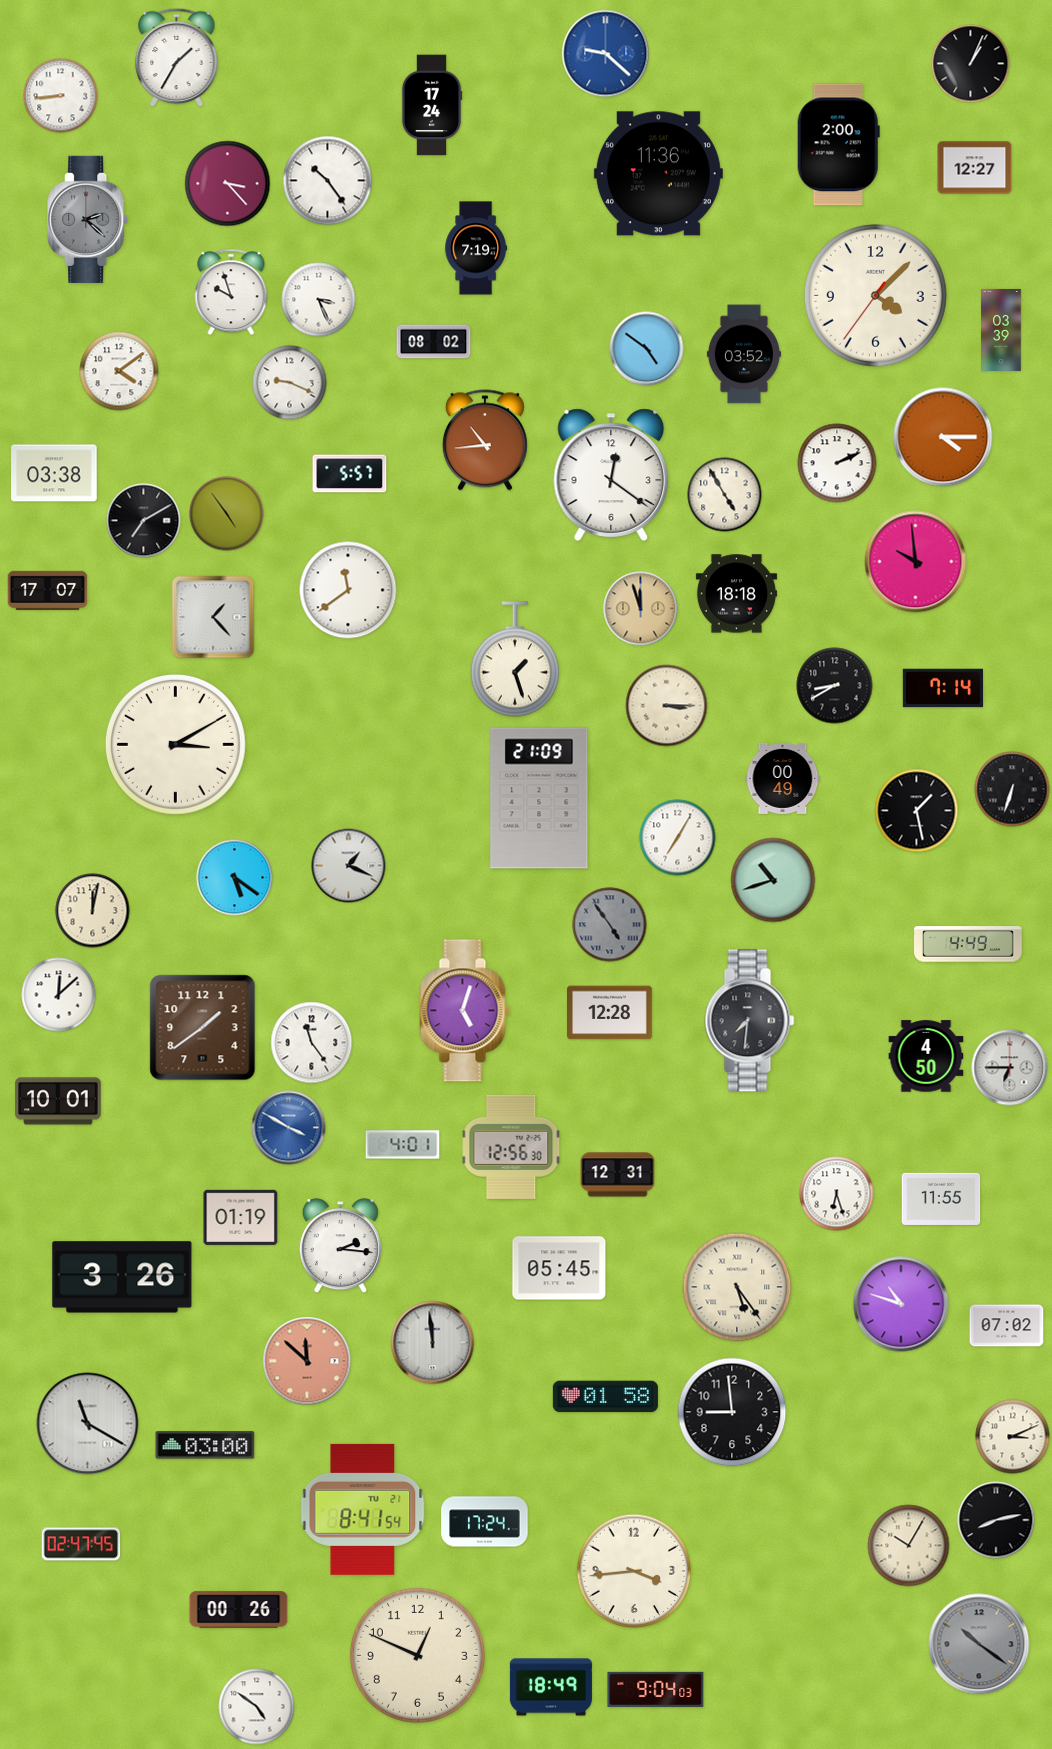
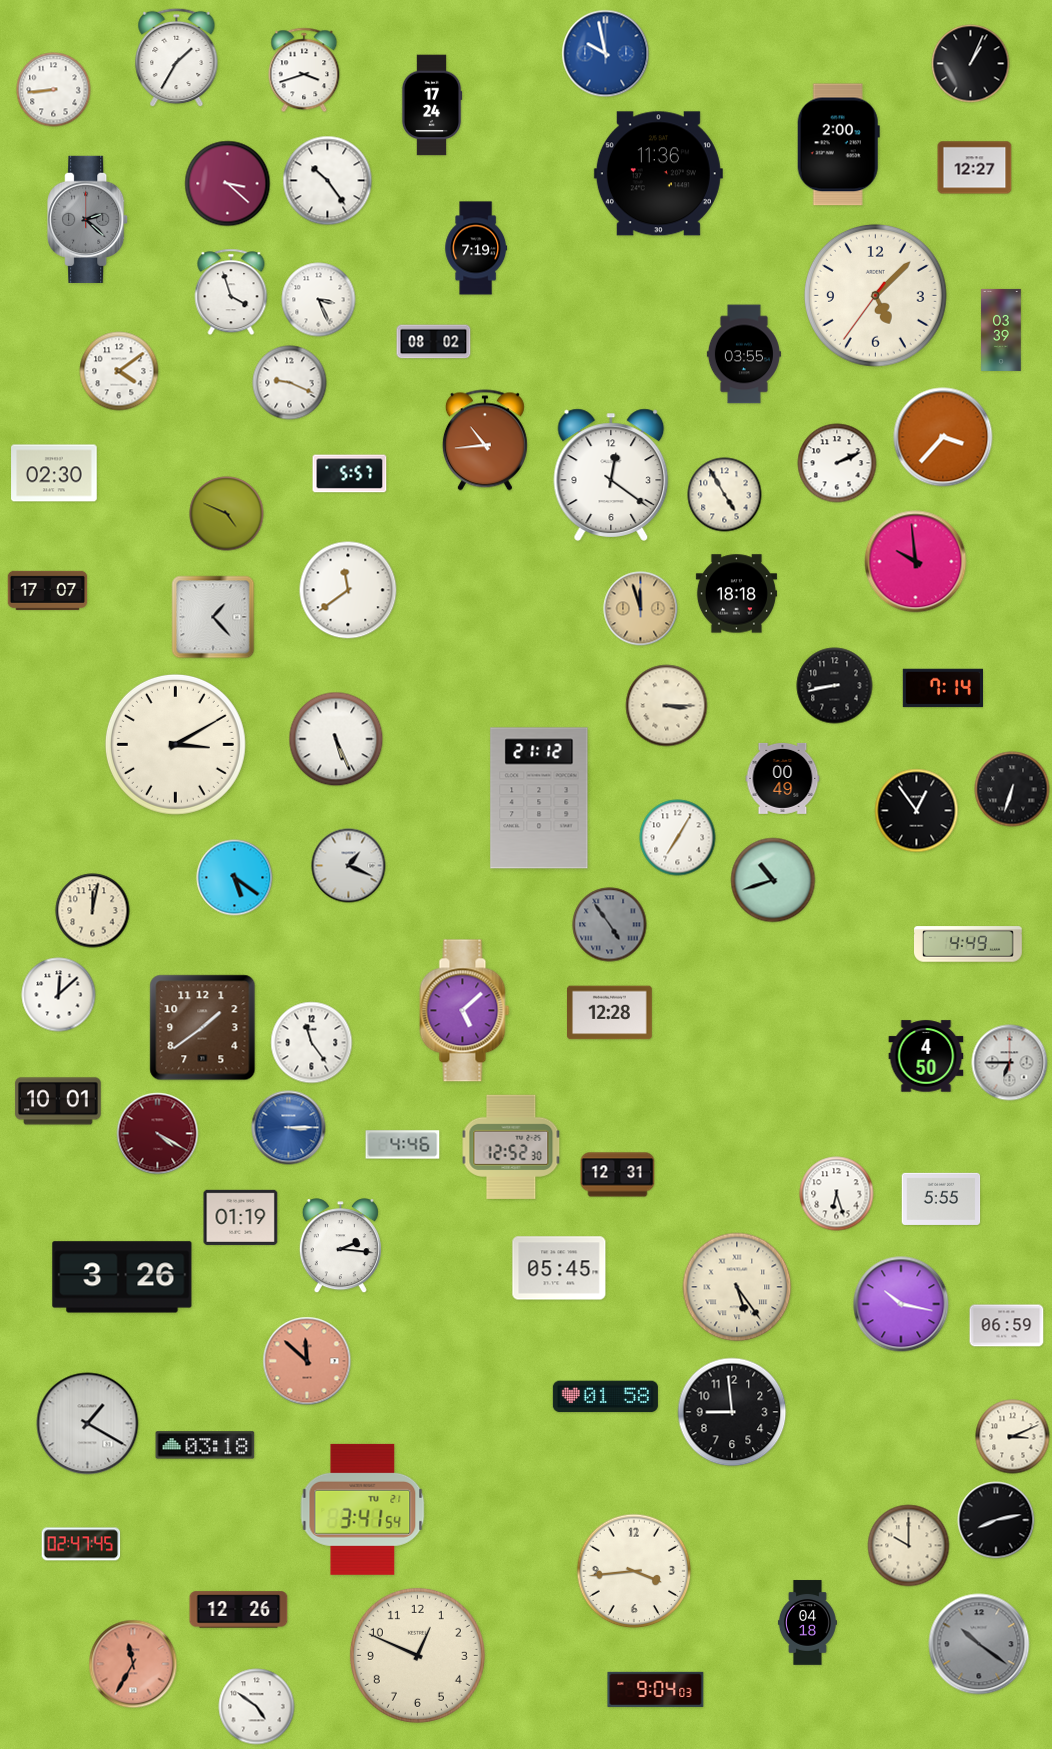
clock at (606, 54): 9:22 -> 9:58
clock at (304, 70): none -> 3:42
clock at (61, 96) position: (61, 96) -> (54, 90)
clock at (228, 184): 3:23 -> 3:22
clock at (231, 292): 9:57 -> 3:57
clock at (875, 295): 4:07 -> 5:07
clock at (647, 349): 4:51 -> none
clock at (744, 354): 03:52 -> 03:55
clock at (943, 437): 4:15 -> 3:37
clock at (54, 473): 03:38 -> 02:30
clock at (227, 514): 4:54 -> 4:49
clock at (144, 521): 7:10 -> none
clock at (515, 659): 1:27 -> none
clock at (835, 686): 8:40 -> 8:43
clock at (336, 739): none -> 5:26
clock at (539, 798): 21:09 -> 21:12
clock at (917, 811): 1:28 -> 12:54
clock at (465, 1011): 5:03 -> 5:08
clock at (750, 1021): 7:31 -> none
clock at (1010, 1068) position: (1010, 1068) -> (1010, 1063)
clock at (289, 1128): 3:50 -> 3:15
clock at (158, 1134): none -> 4:20
clock at (403, 1145): 4:01 -> 4:46
clock at (511, 1147): 12:56 -> 12:52
clock at (941, 1199): 11:55 -> 5:55
clock at (901, 1304): 10:48 -> 10:17
clock at (1007, 1326): 07:02 -> 06:59
clock at (433, 1343): 11:59 -> none
clock at (88, 1424): 11:20 -> 1:20
clock at (205, 1445): 03:00 -> 03:18
clock at (363, 1509): 8:41 -> 3:41
clock at (485, 1522): 17:24 -> none
clock at (909, 1546): 10:05 -> 10:00
clock at (239, 1610): 00:26 -> 12:26
clock at (807, 1623): none -> 04:18
clock at (133, 1664): none -> 11:35
clock at (551, 1687): 18:49 -> none
